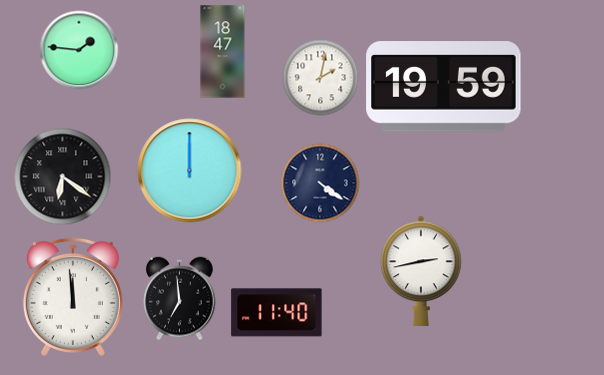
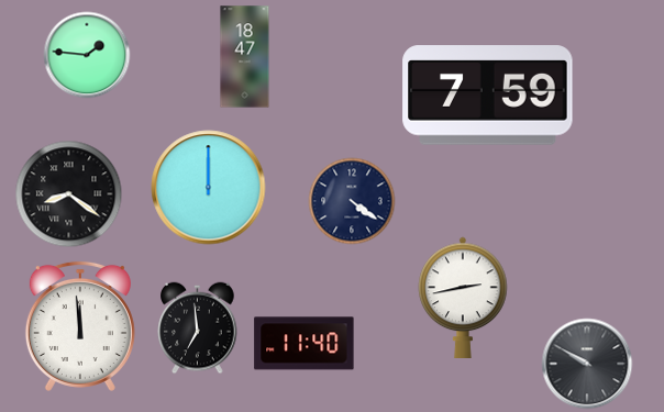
clock at (321, 78): 2:02 -> none
clock at (444, 87): 19:59 -> 7:59
clock at (63, 177): 6:21 -> 8:21
clock at (587, 364): none -> 9:50
